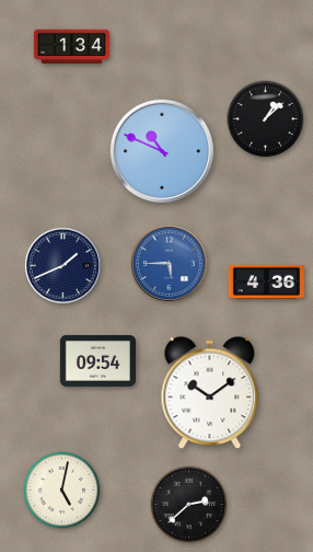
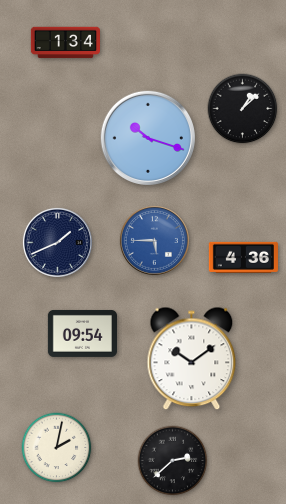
clock at (162, 151): 10:49 -> 10:18
clock at (97, 360) position: (97, 360) -> (82, 333)
clock at (62, 491): 5:02 -> 2:02
